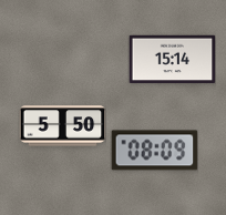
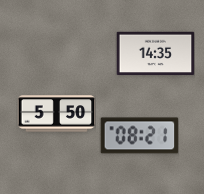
clock at (172, 60): 15:14 -> 14:35
clock at (154, 151): 08:09 -> 08:21
